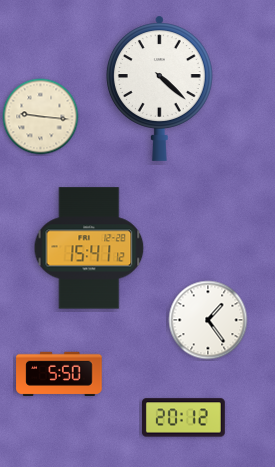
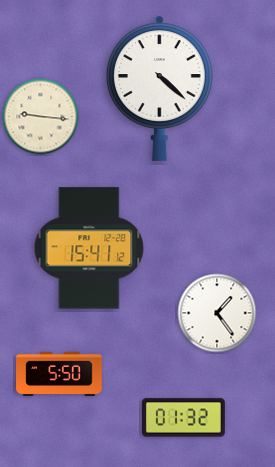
clock at (208, 320) position: (208, 320) -> (217, 313)
clock at (183, 418): 20:12 -> 01:32
